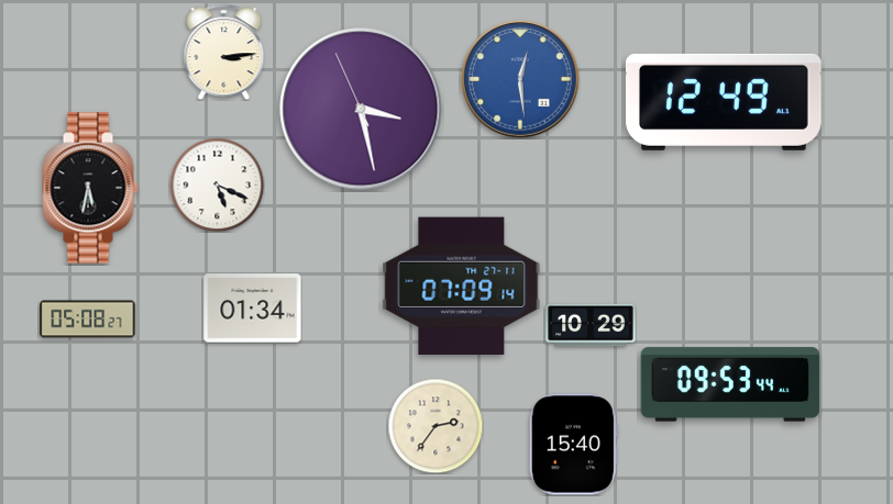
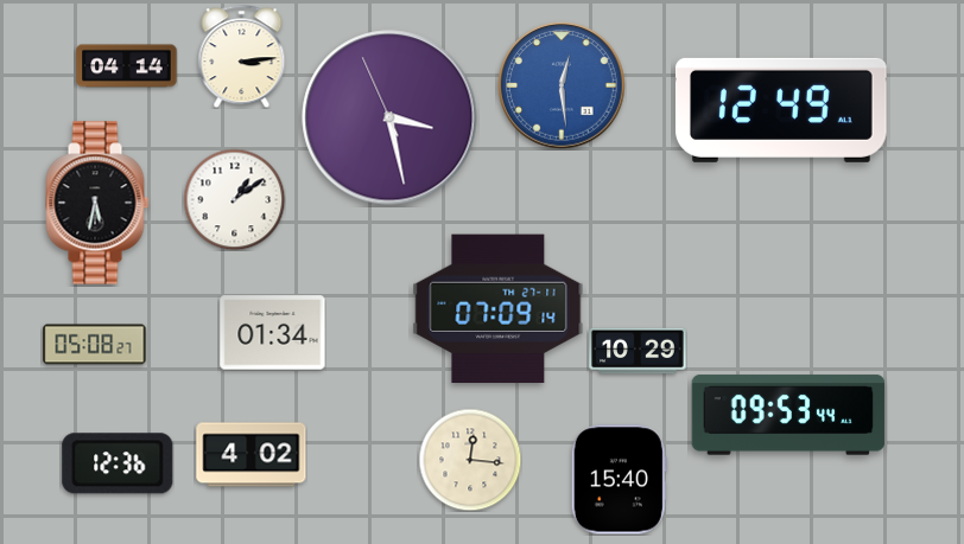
clock at (127, 66): none -> 04:14
clock at (217, 184): 5:19 -> 1:09
clock at (252, 455): none -> 4:02
clock at (436, 426): 2:36 -> 12:16
clock at (118, 463): none -> 12:36
